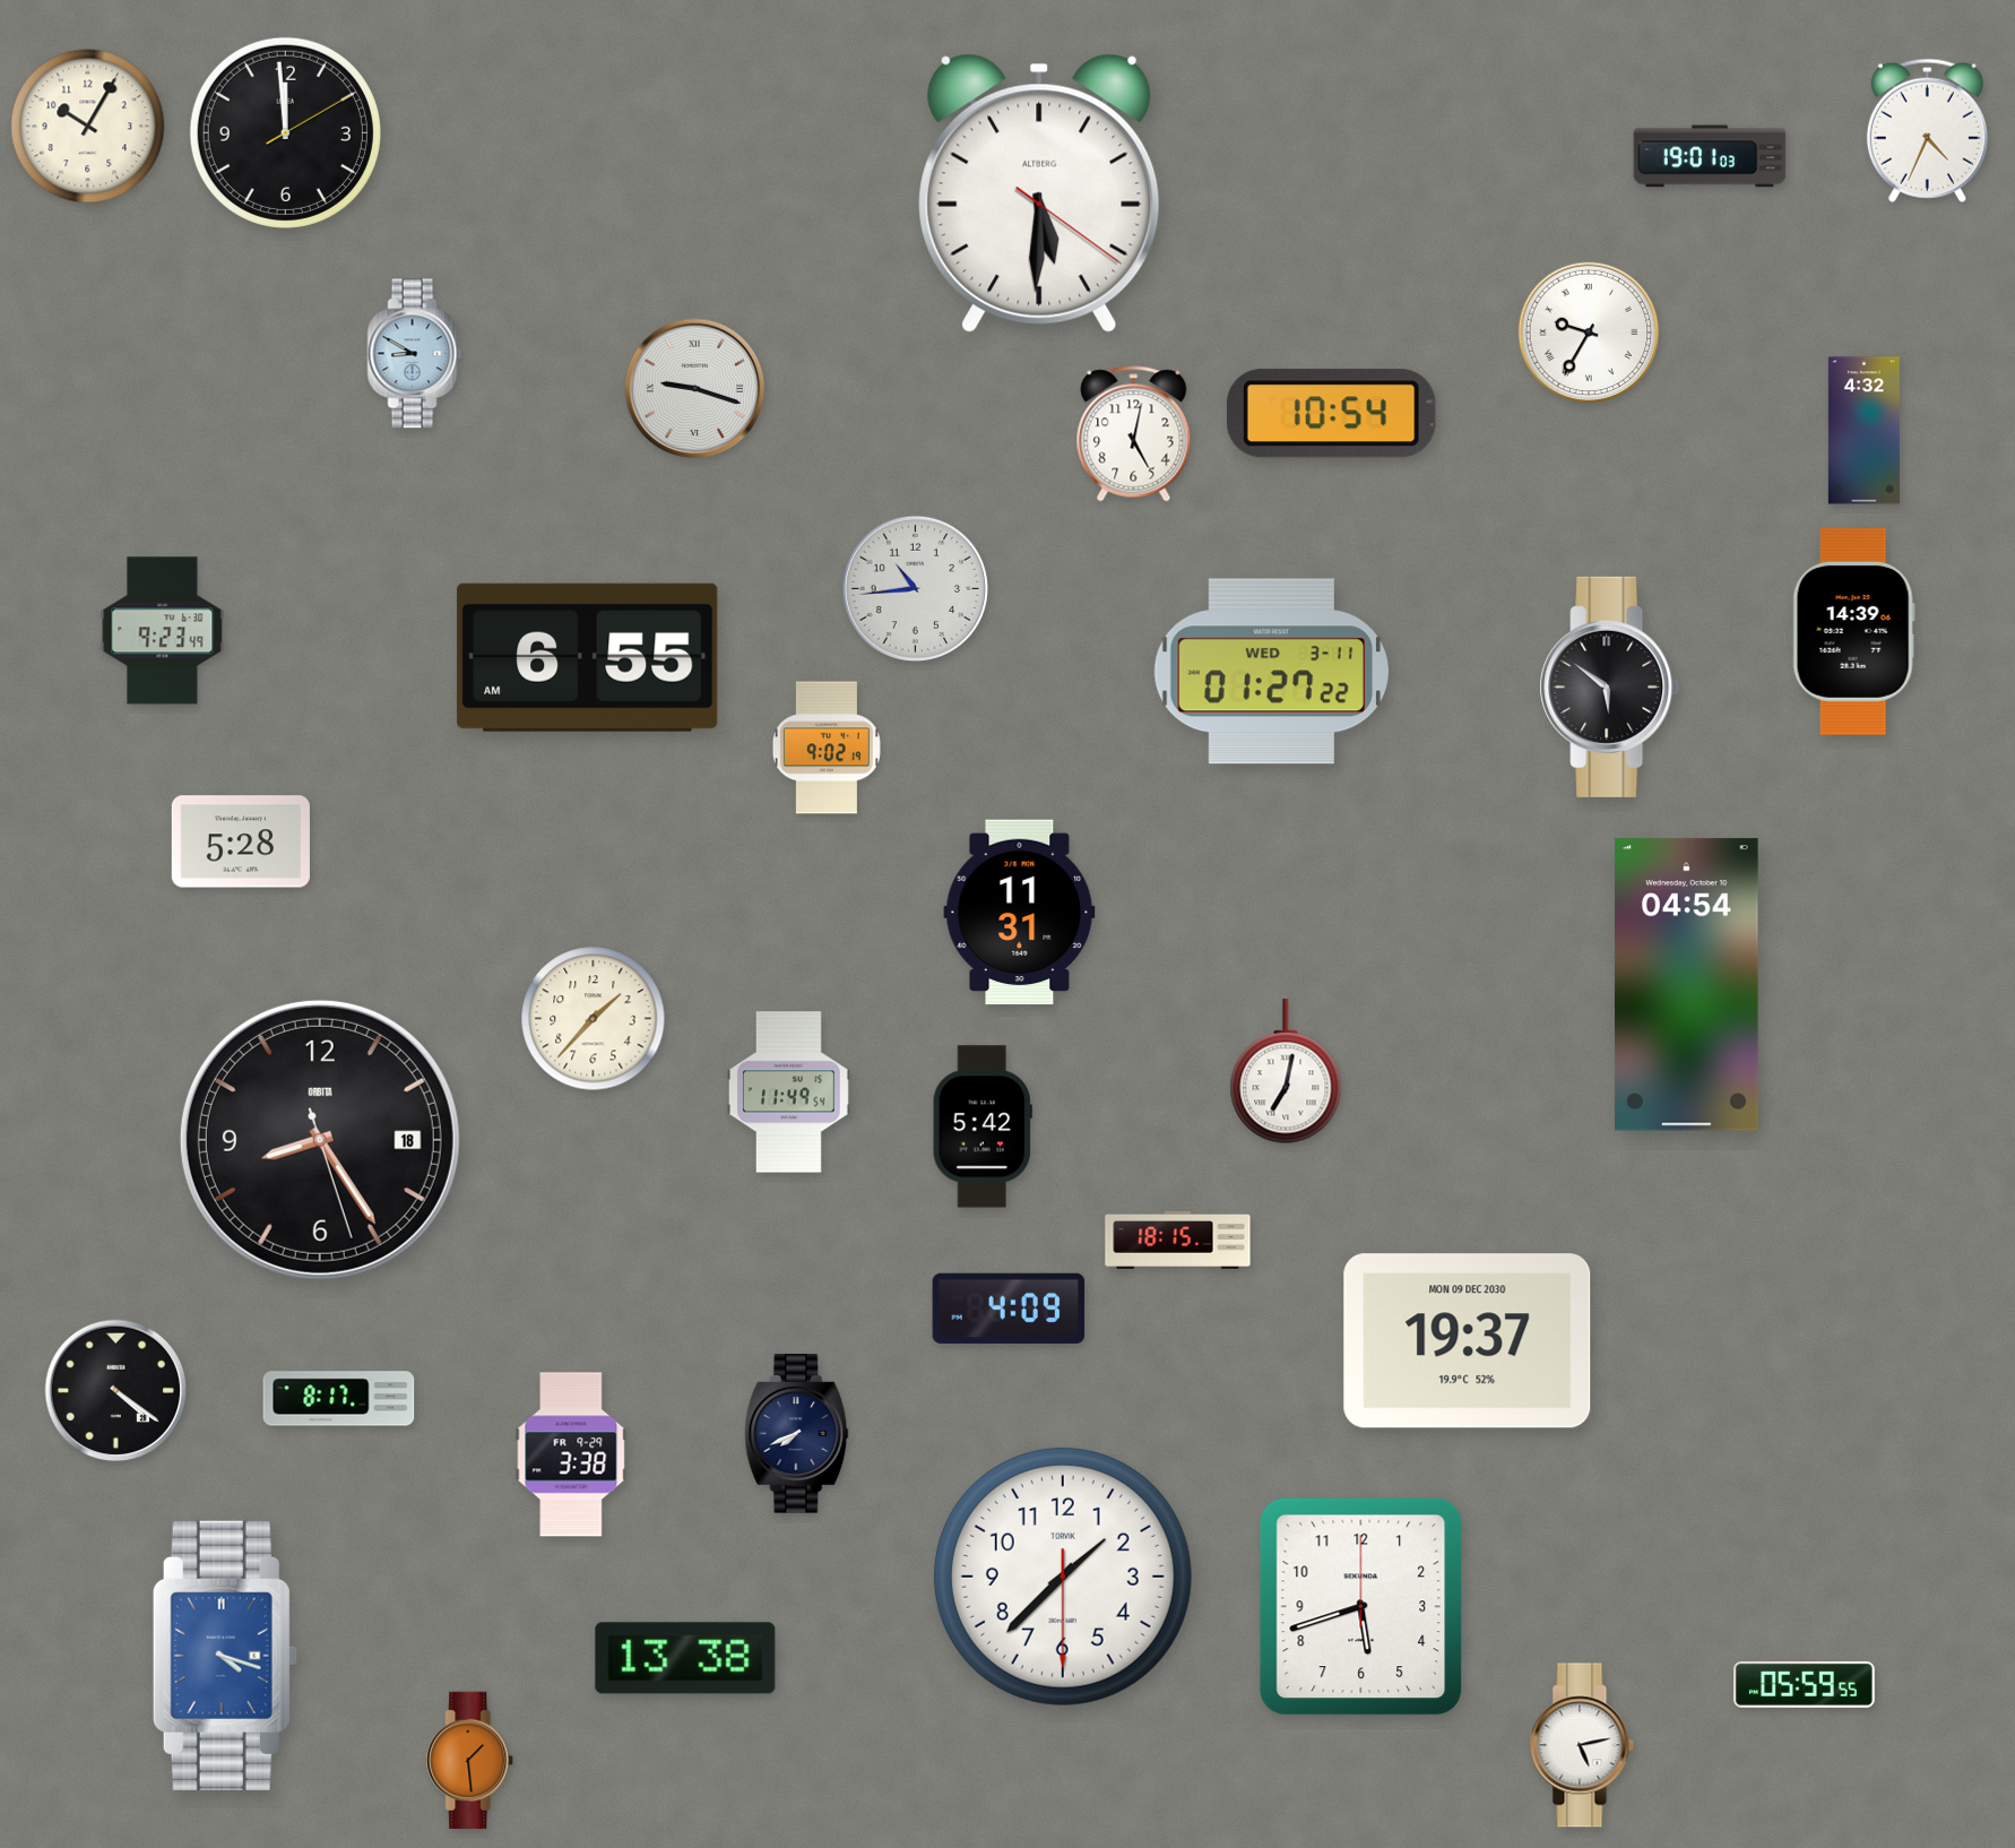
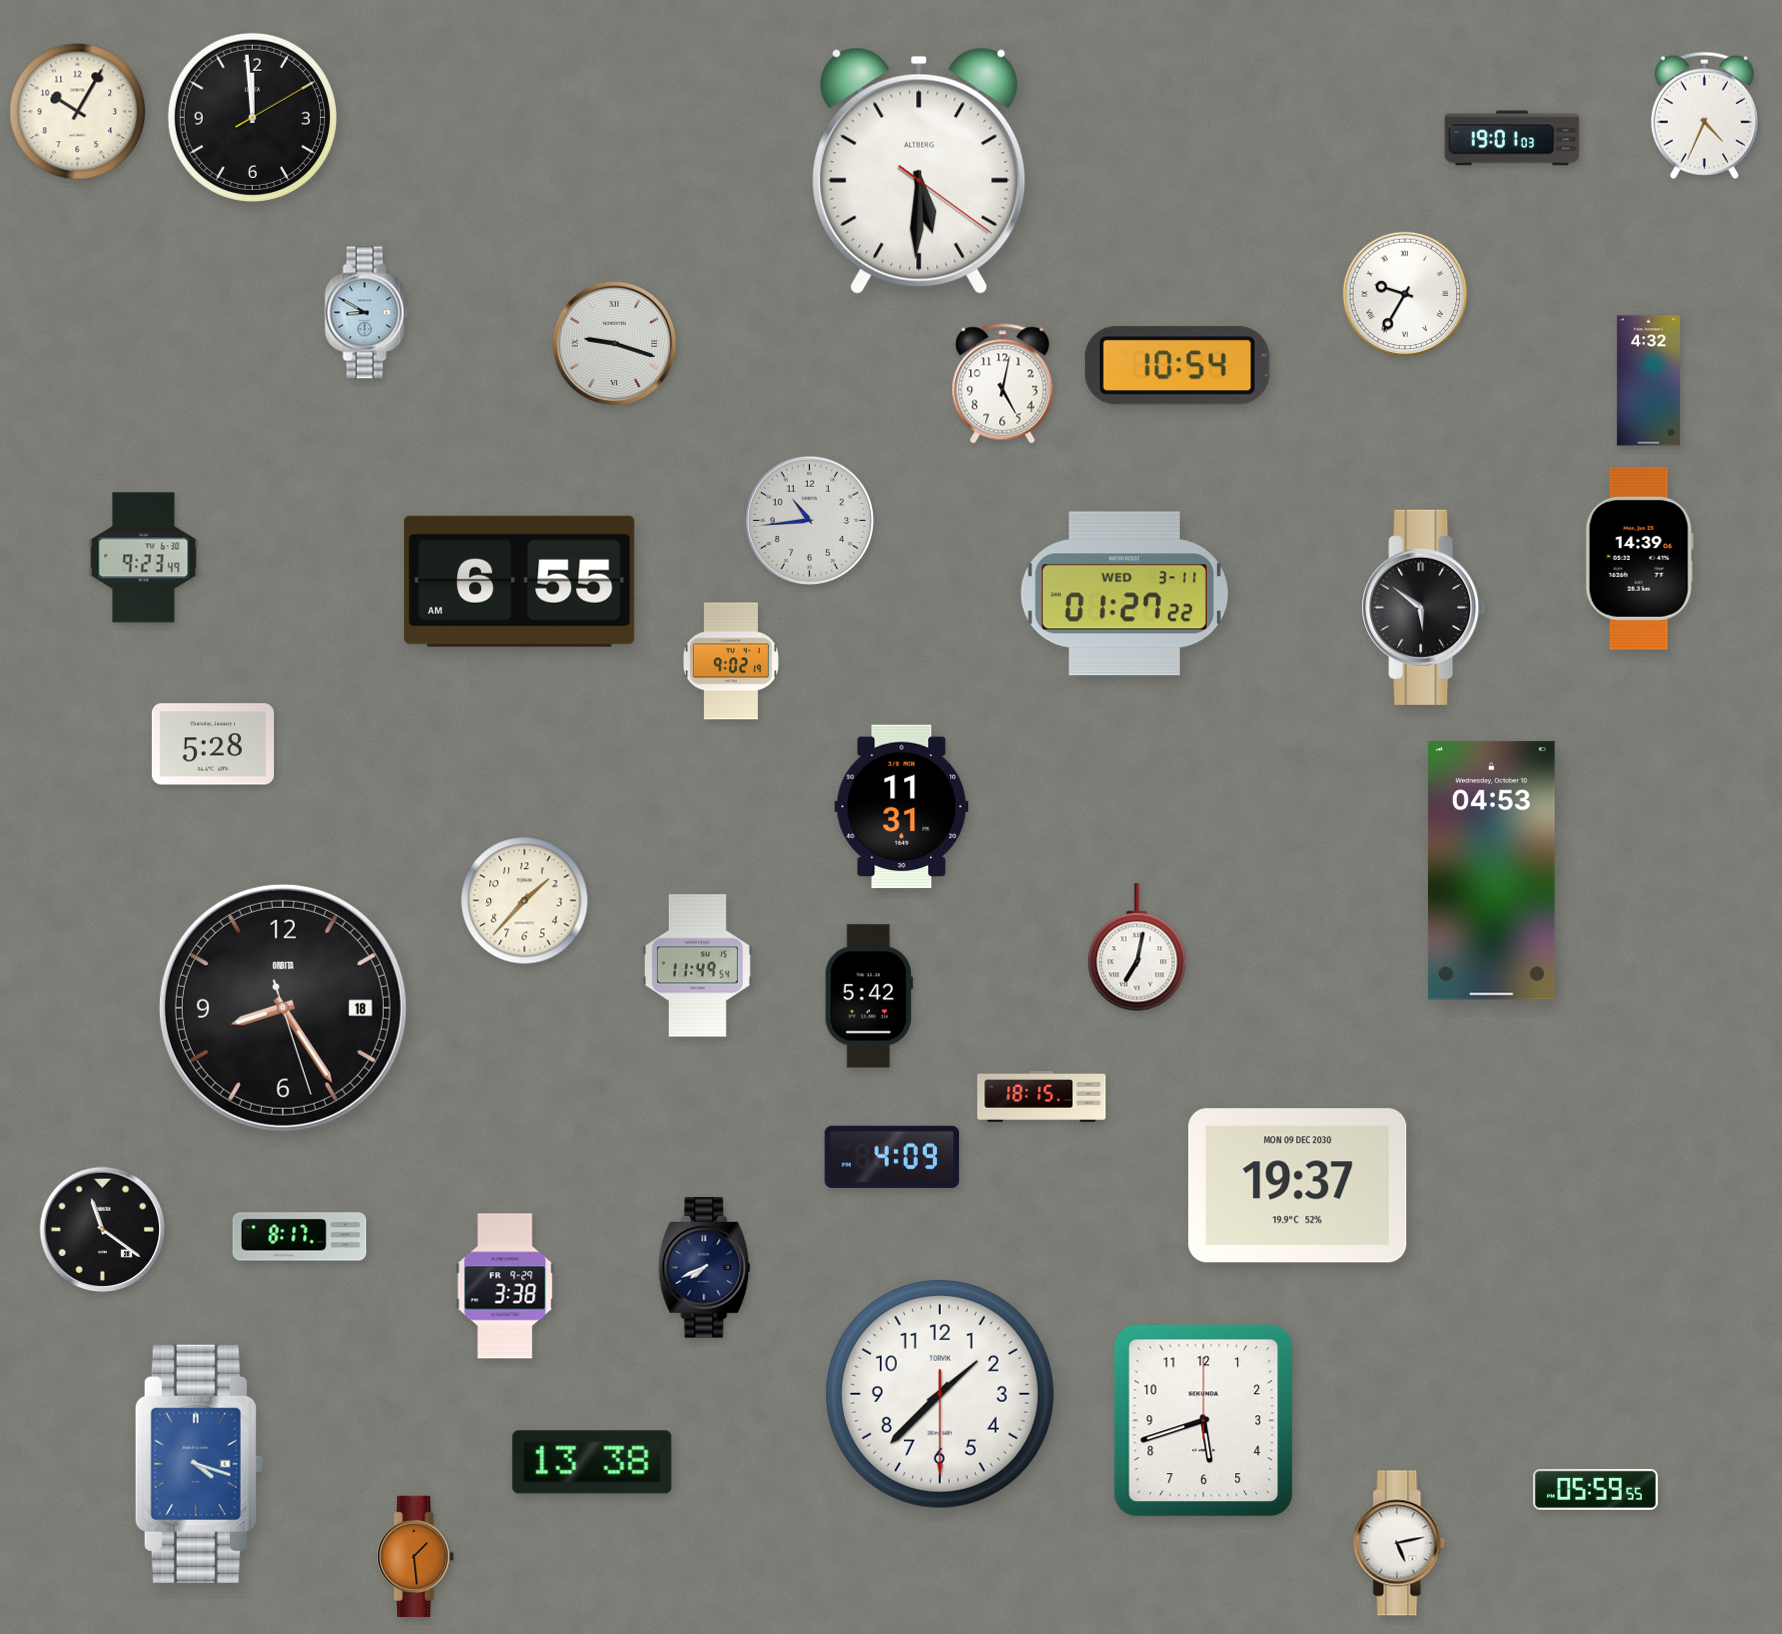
clock at (1686, 985): 04:54 -> 04:53
clock at (116, 1391): 4:21 -> 11:21
clock at (685, 1658) position: (685, 1658) -> (592, 1462)
